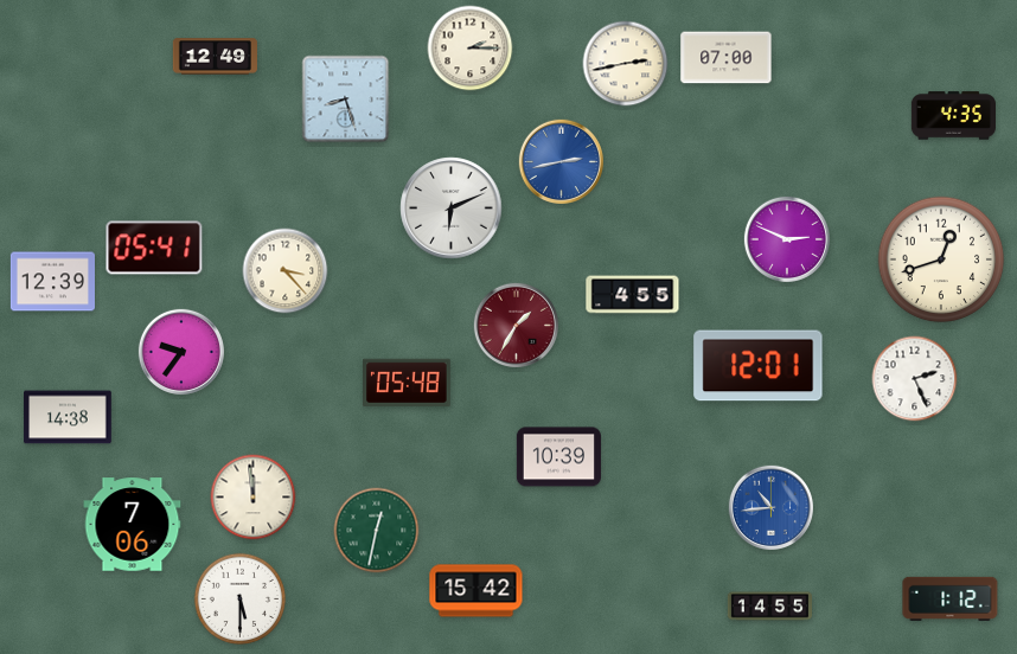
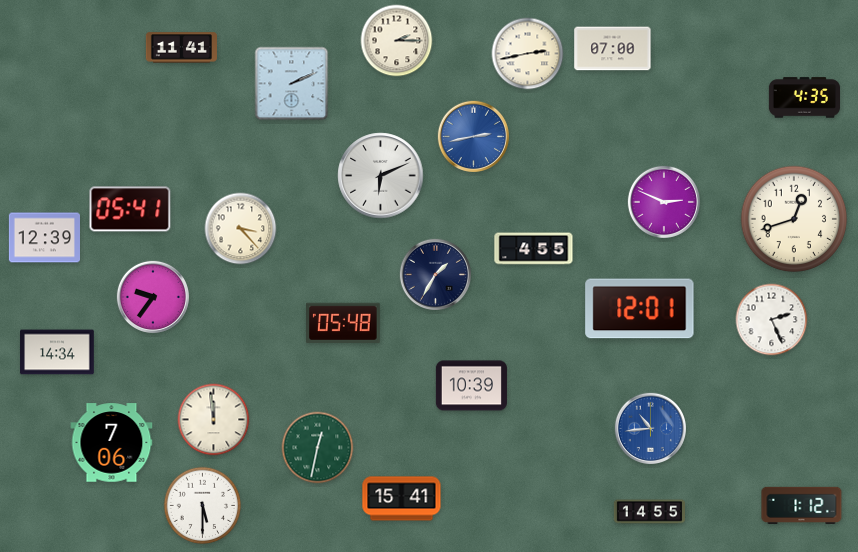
clock at (215, 57): 12:49 -> 11:41
clock at (346, 100): 8:27 -> 2:11
clock at (516, 325) dial: burgundy -> navy
clock at (68, 417): 14:38 -> 14:34
clock at (476, 591): 15:42 -> 15:41
